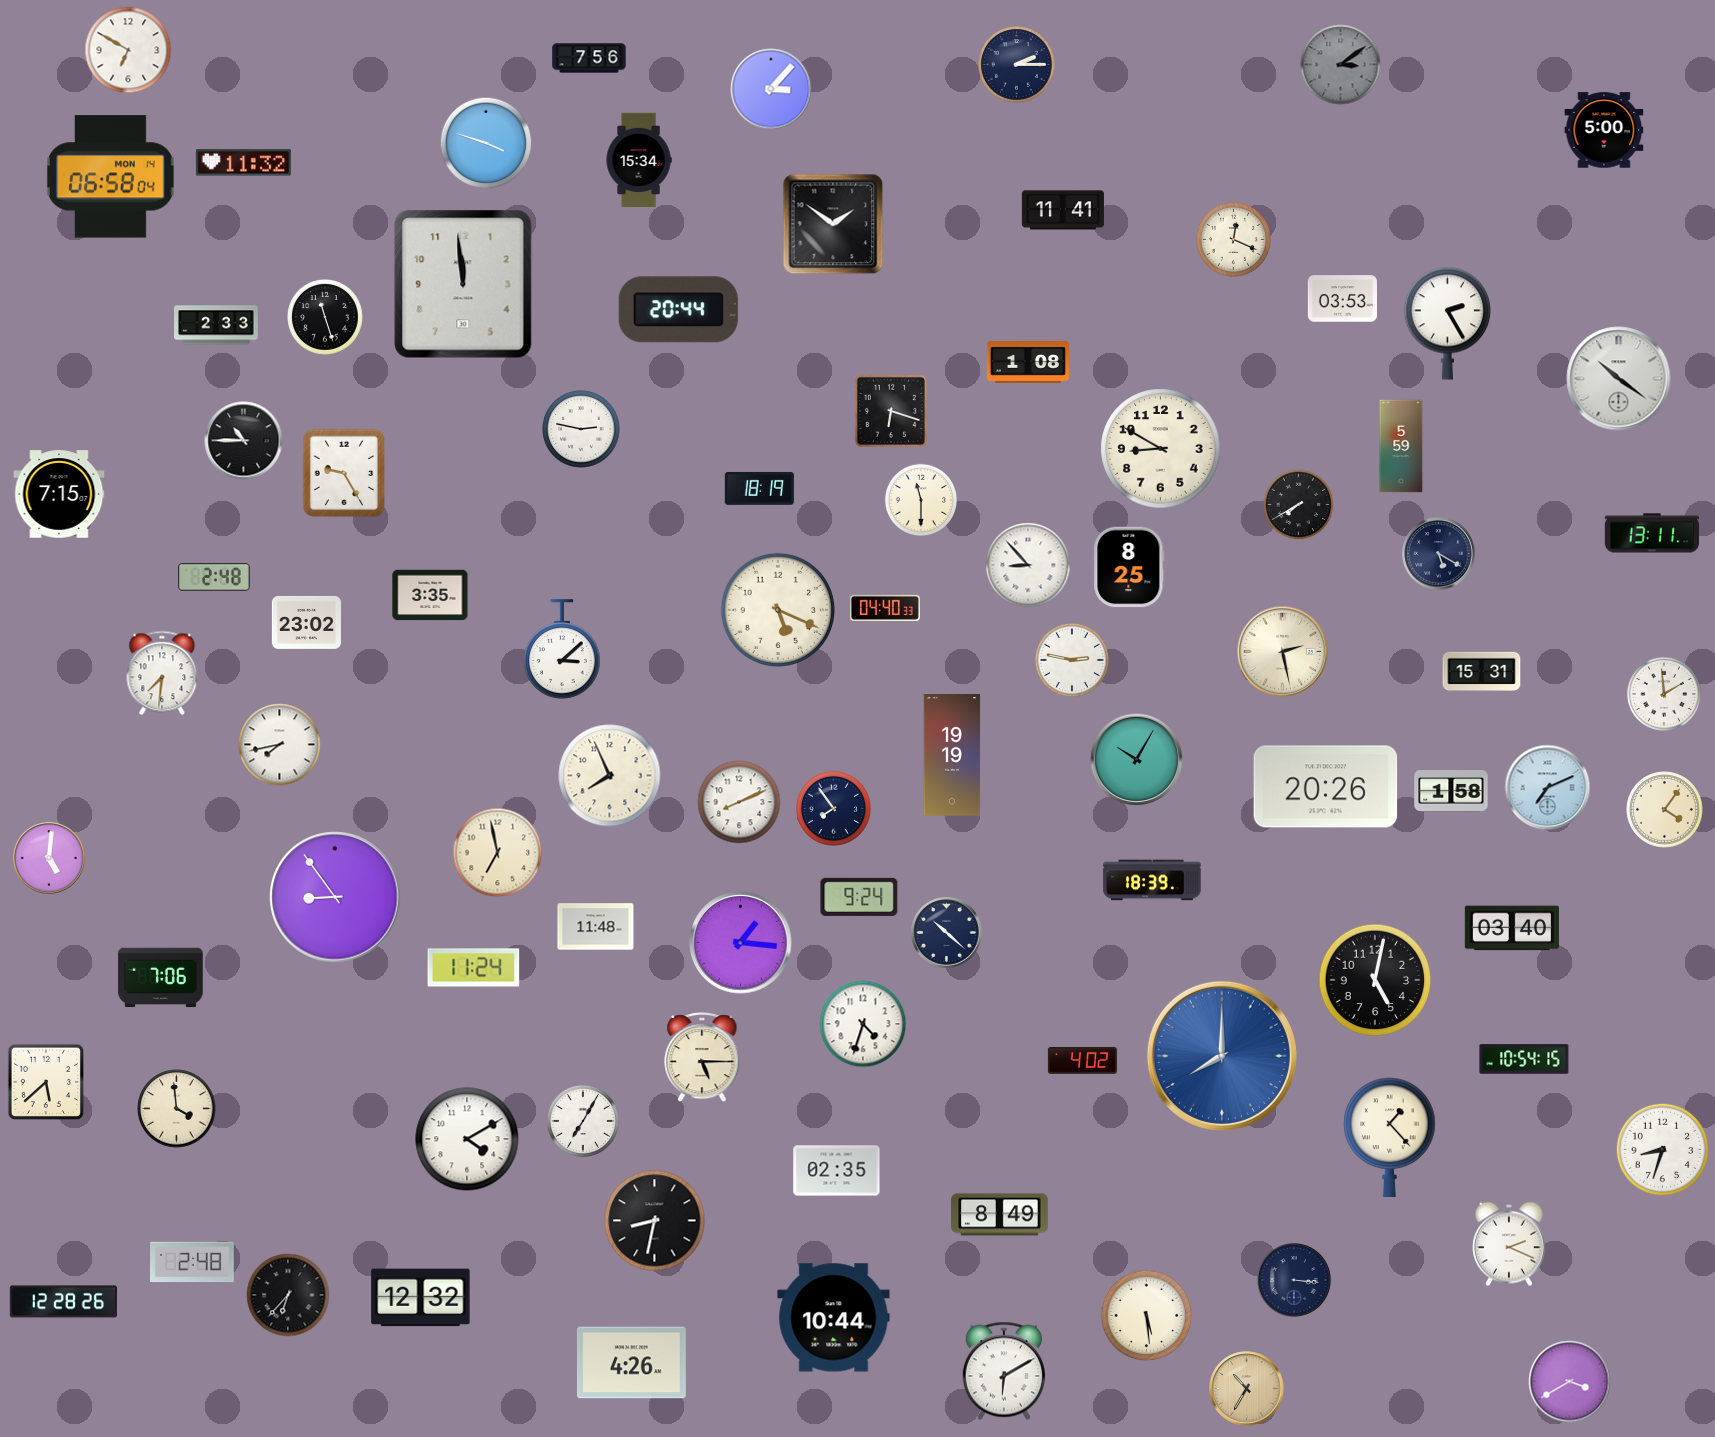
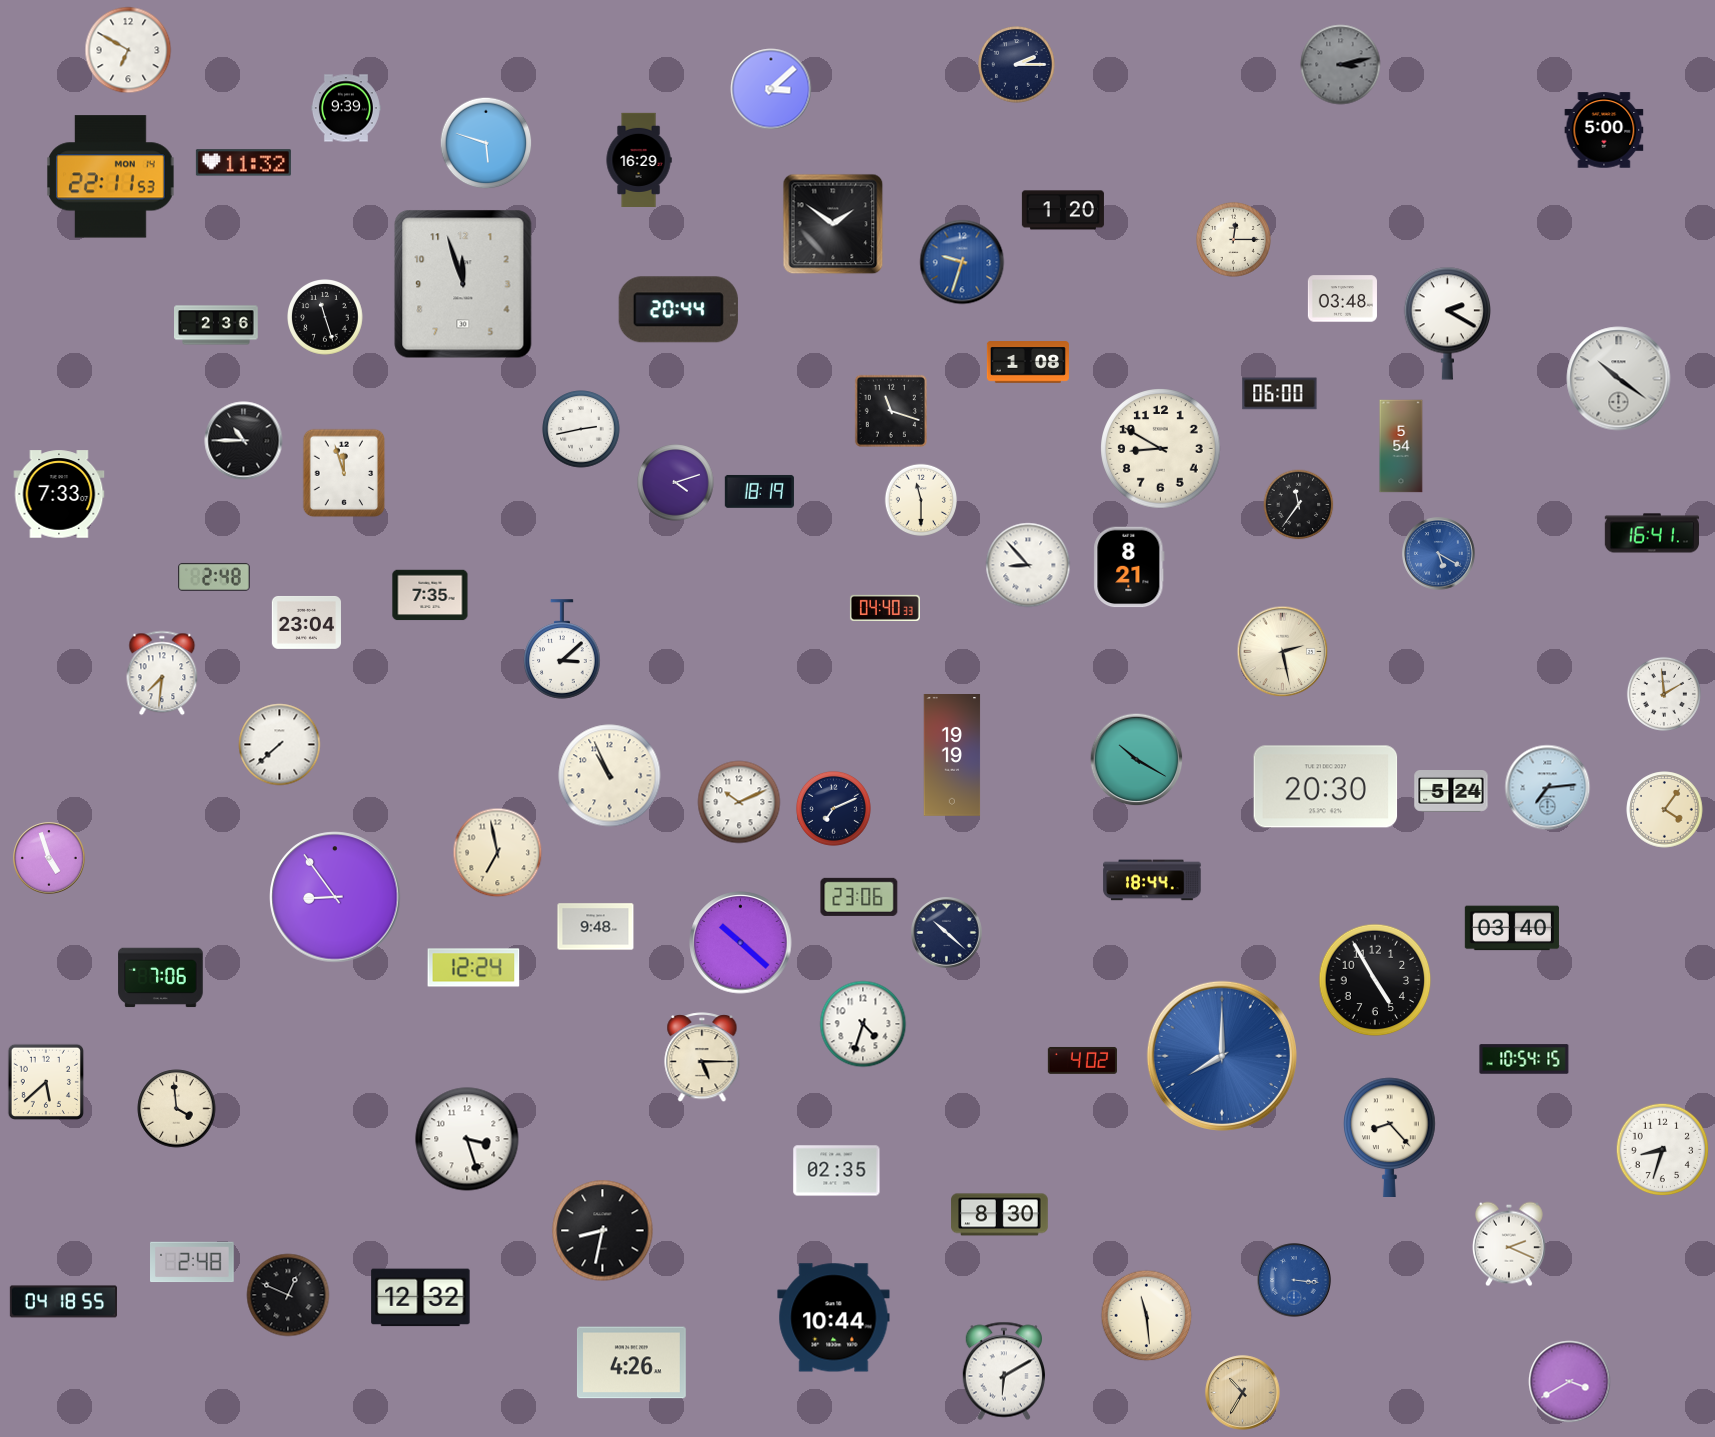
clock at (589, 58): 7:56 -> none
clock at (1341, 65): 3:09 -> 3:13
clock at (771, 89): 3:07 -> 3:08
clock at (346, 108): none -> 9:39
clock at (486, 143): 3:48 -> 5:48
clock at (639, 159): 15:34 -> 16:29
clock at (111, 177): 06:58 -> 22:11
clock at (1063, 210): 11:41 -> 1:20
clock at (1233, 239): 12:19 -> 12:15
clock at (962, 262): none -> 9:33
clock at (463, 284): 11:59 -> 11:57
clock at (1342, 299): 03:53 -> 03:48
clock at (1447, 323): 2:25 -> 2:20
clock at (217, 325): 2:33 -> 2:36
clock at (1280, 394): none -> 06:00
clock at (891, 411): 6:18 -> 11:18
clock at (581, 429): 2:47 -> 2:43
clock at (1401, 446): 5:59 -> 5:54
clock at (344, 473): 9:25 -> 11:57
clock at (676, 483): none -> 4:12
clock at (759, 488) position: (759, 488) -> (759, 491)
clock at (59, 494): 7:15 -> 7:33
clock at (1299, 505): 7:40 -> 11:36
clock at (1652, 533): 13:11 -> 16:41
clock at (1439, 554) dial: navy -> blue
clock at (1129, 567): 8:25 -> 8:21
clock at (430, 595): 3:35 -> 7:35
clock at (777, 609): 5:19 -> none
clock at (306, 622): 23:02 -> 23:04
clock at (1072, 660): 2:47 -> none
clock at (1482, 672): 15:31 -> none
clock at (280, 745): 7:43 -> 7:38
clock at (1137, 760): 10:05 -> 10:20
clock at (610, 776): 7:56 -> 10:56
clock at (1326, 787): 20:26 -> 20:30
clock at (1548, 788): 7:11 -> 7:14
clock at (1451, 792): 1:58 -> 5:24
clock at (739, 802): 8:11 -> 10:11
clock at (833, 808): 7:54 -> 7:11
clock at (49, 858): 5:01 -> 4:57
clock at (1152, 880): 18:39 -> 18:44
clock at (859, 897): 9:24 -> 23:06
clock at (596, 927): 11:48 -> 9:48
clock at (741, 943): 1:16 -> 10:22
clock at (474, 968): 11:24 -> 12:24
clock at (1375, 980): 5:02 -> 4:55
clock at (582, 1120): 7:05 -> none
clock at (1390, 1137): 1:23 -> 8:23
clock at (467, 1139): 4:10 -> 3:27
clock at (1000, 1215): 8:49 -> 8:30
clock at (655, 1221) position: (655, 1221) -> (603, 1231)
clock at (1294, 1280) dial: navy -> blue
clock at (288, 1295): 6:37 -> 12:49
clock at (63, 1302): 12:28 -> 04:18
clock at (1147, 1316): 5:29 -> 11:29
clock at (1247, 1389) position: (1247, 1389) -> (1243, 1393)
